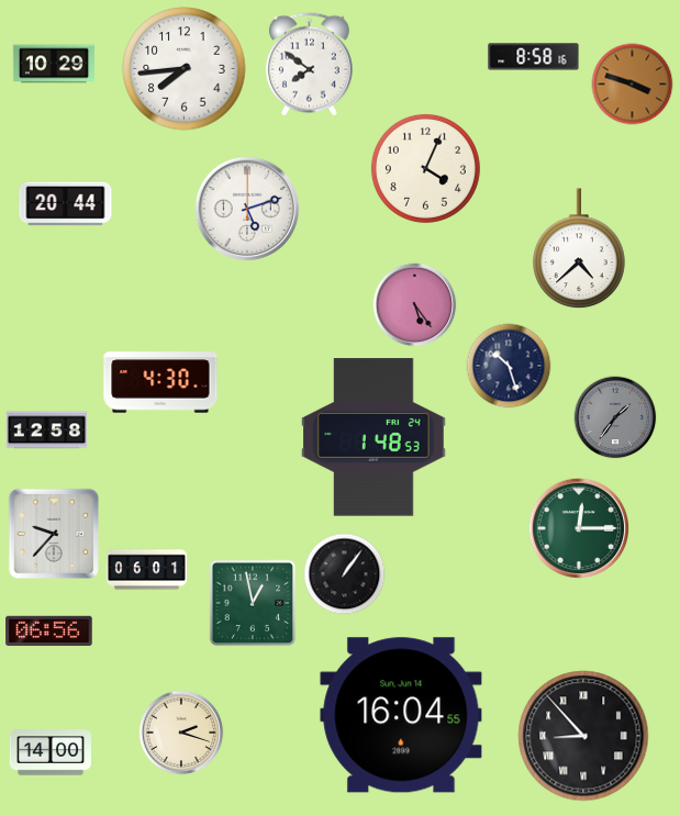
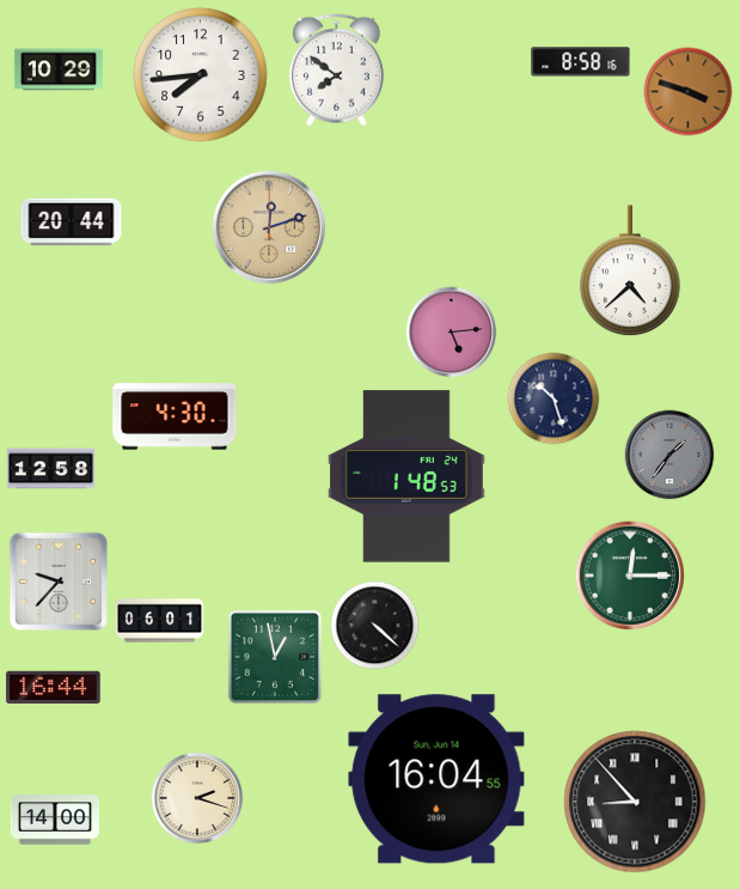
clock at (425, 168): 4:04 -> none
clock at (246, 208): 5:12 -> 12:12
clock at (246, 208) dial: white -> champagne
clock at (415, 305): 5:24 -> 5:14
clock at (345, 574): 1:06 -> 4:22
clock at (49, 631): 06:56 -> 16:44
